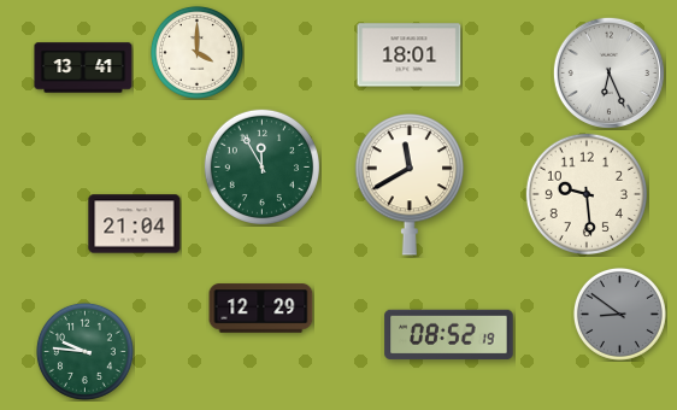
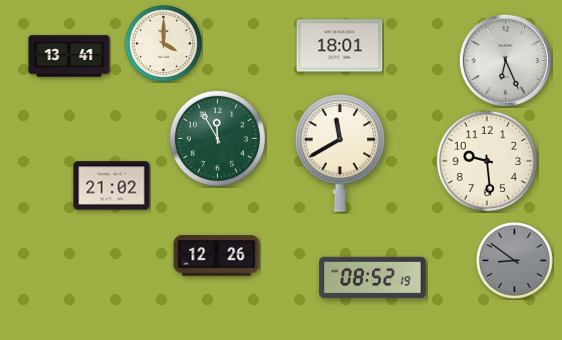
clock at (135, 224): 21:04 -> 21:02
clock at (261, 309): 12:29 -> 12:26
clock at (84, 351): 9:46 -> none
